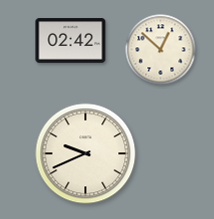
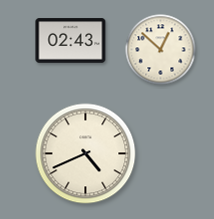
clock at (71, 41): 02:42 -> 02:43
clock at (86, 154): 9:41 -> 4:41
